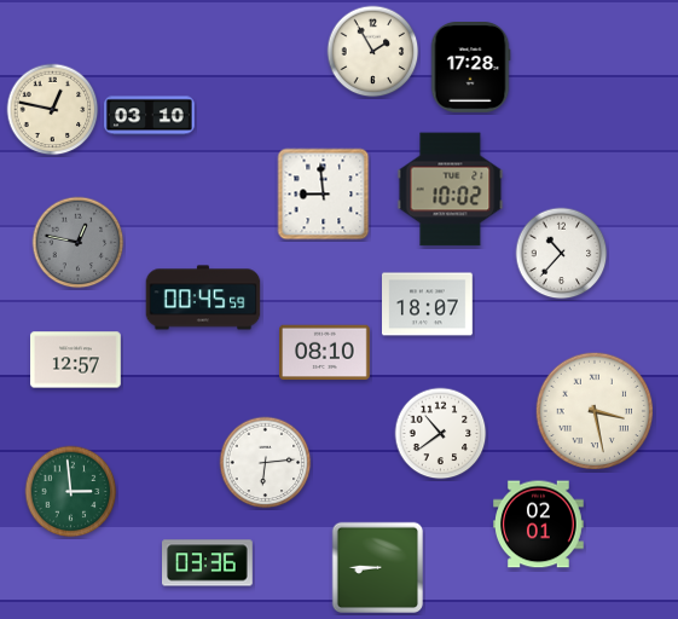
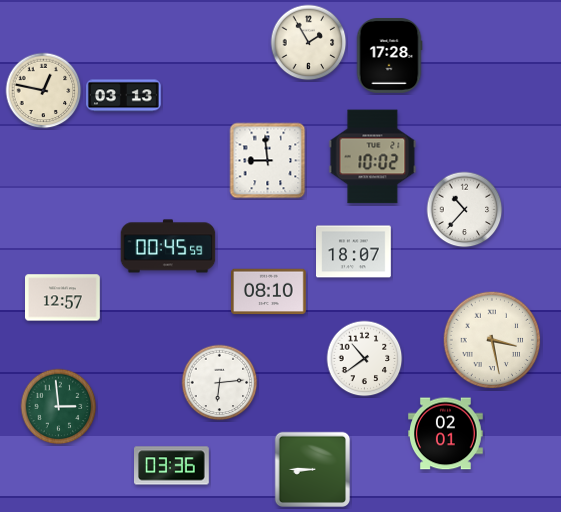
clock at (150, 116): 03:10 -> 03:13
clock at (79, 243): 12:47 -> none
